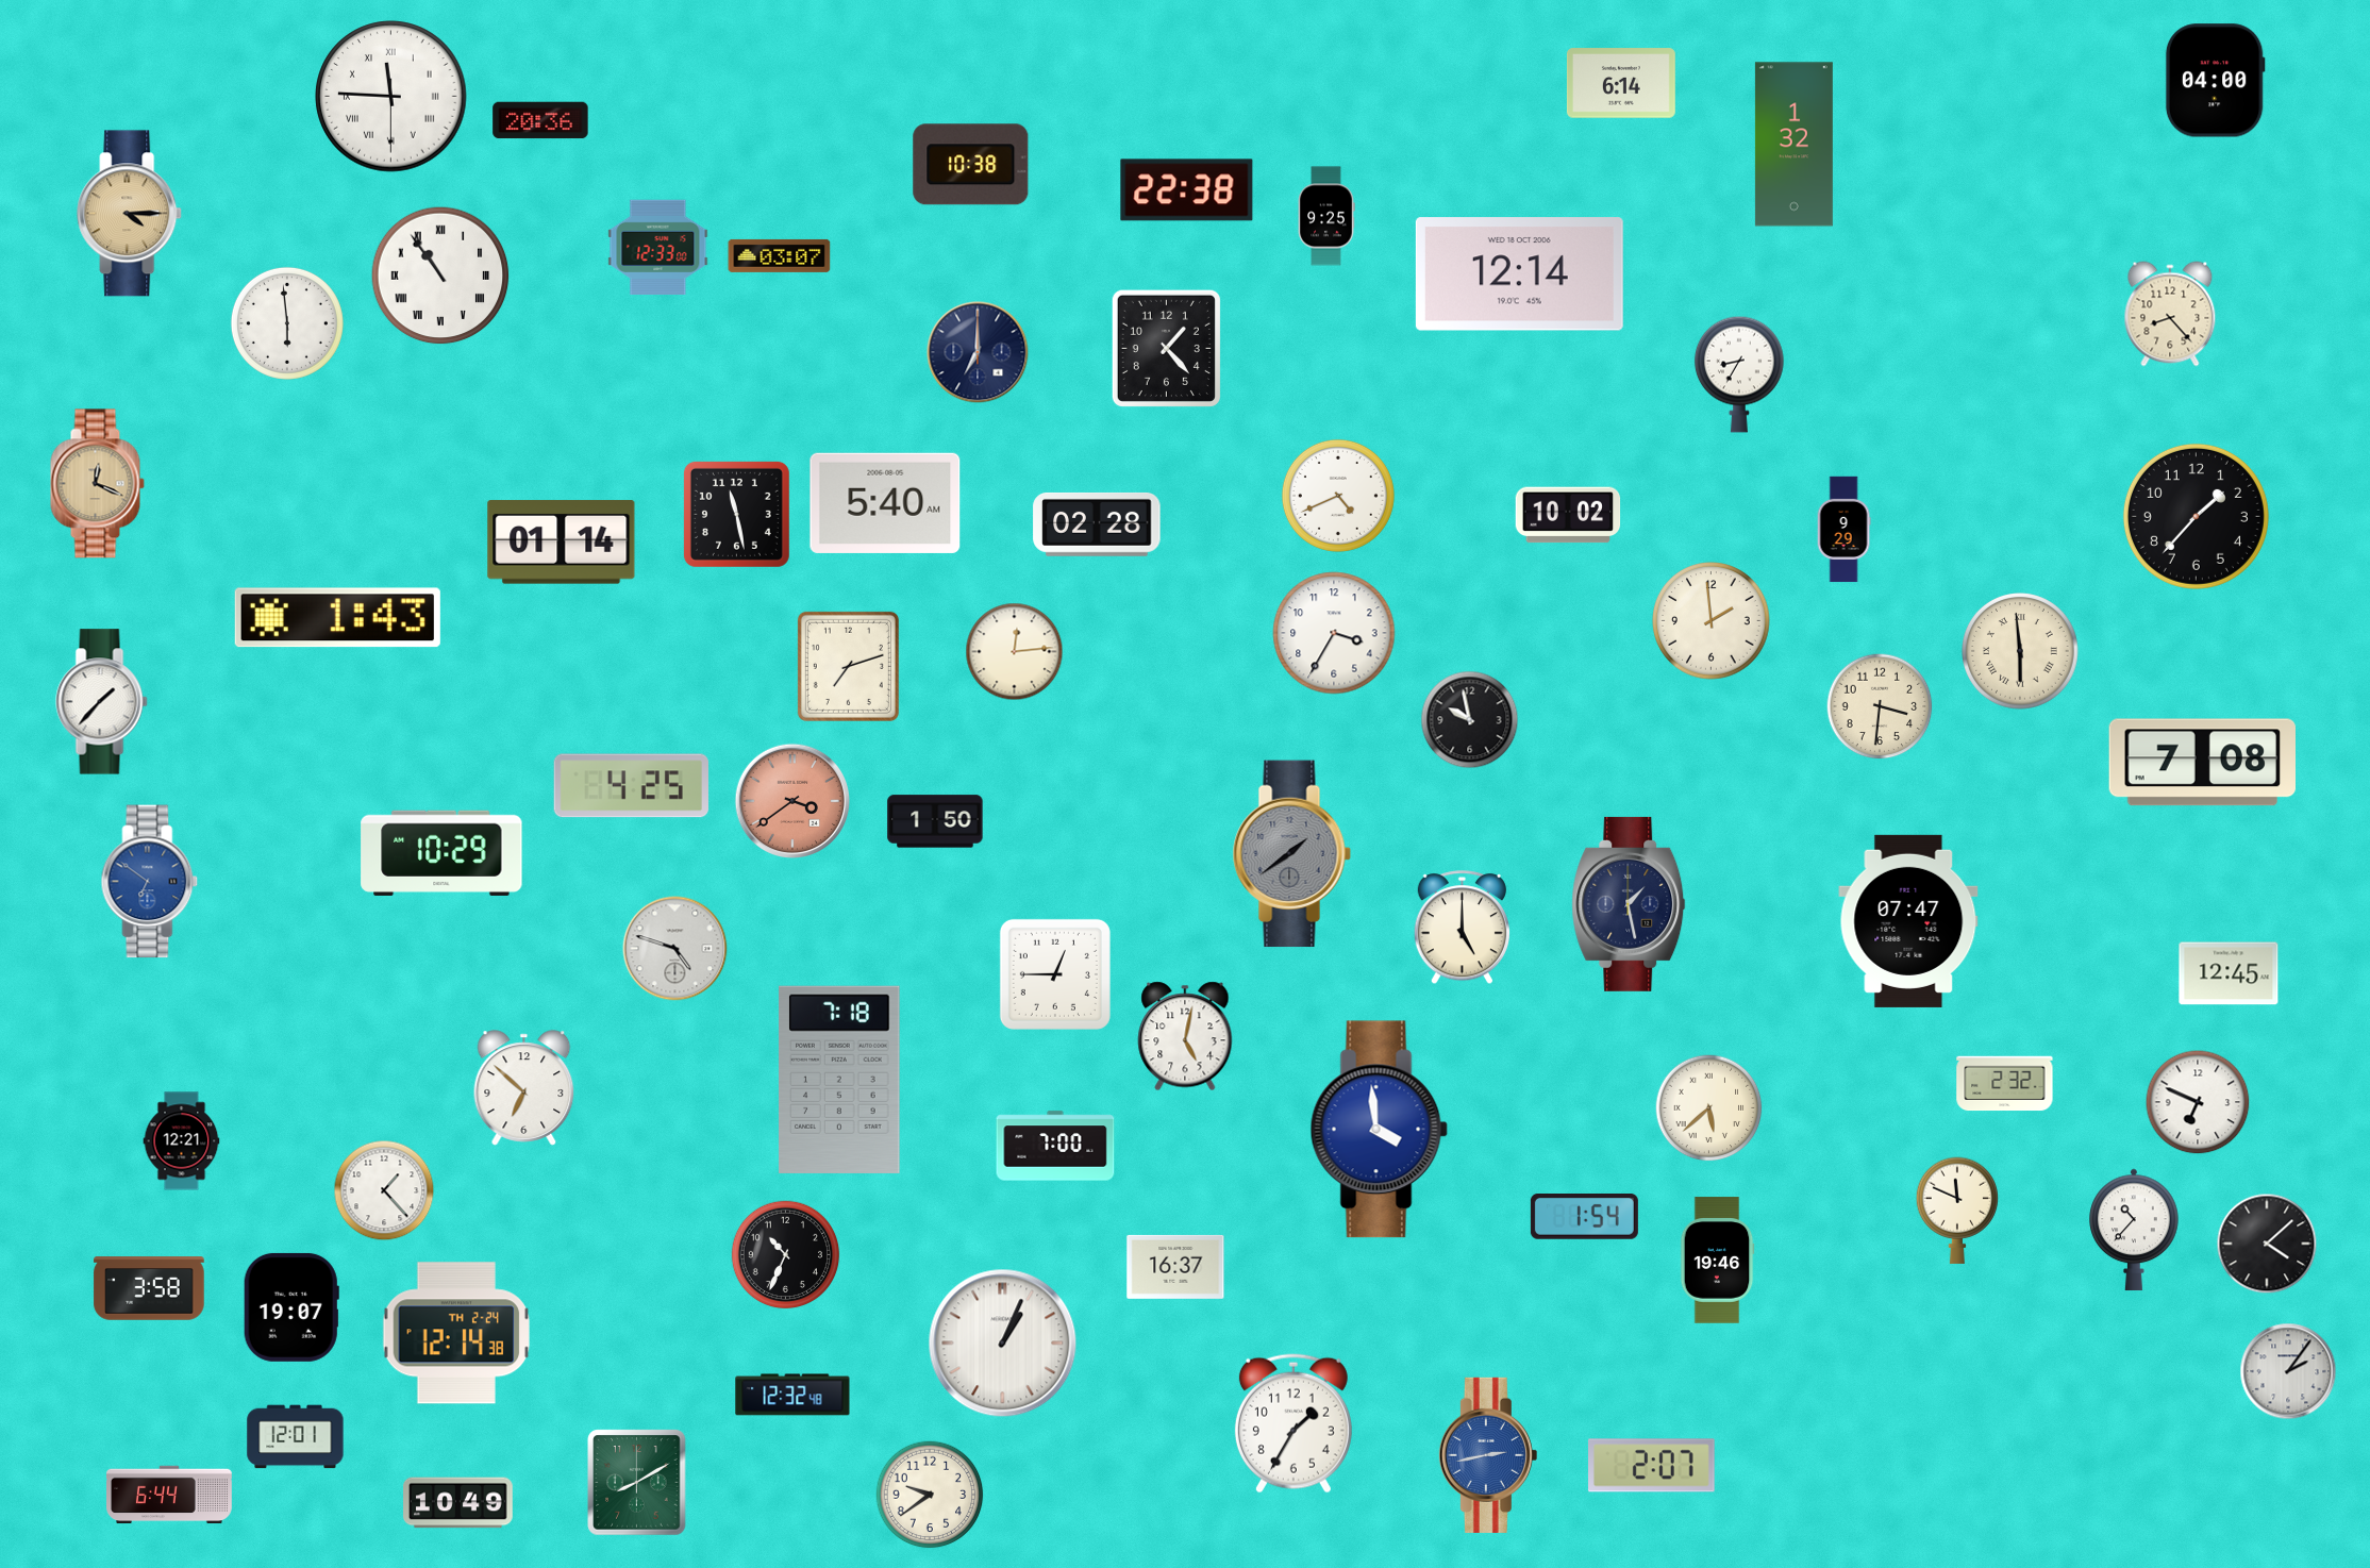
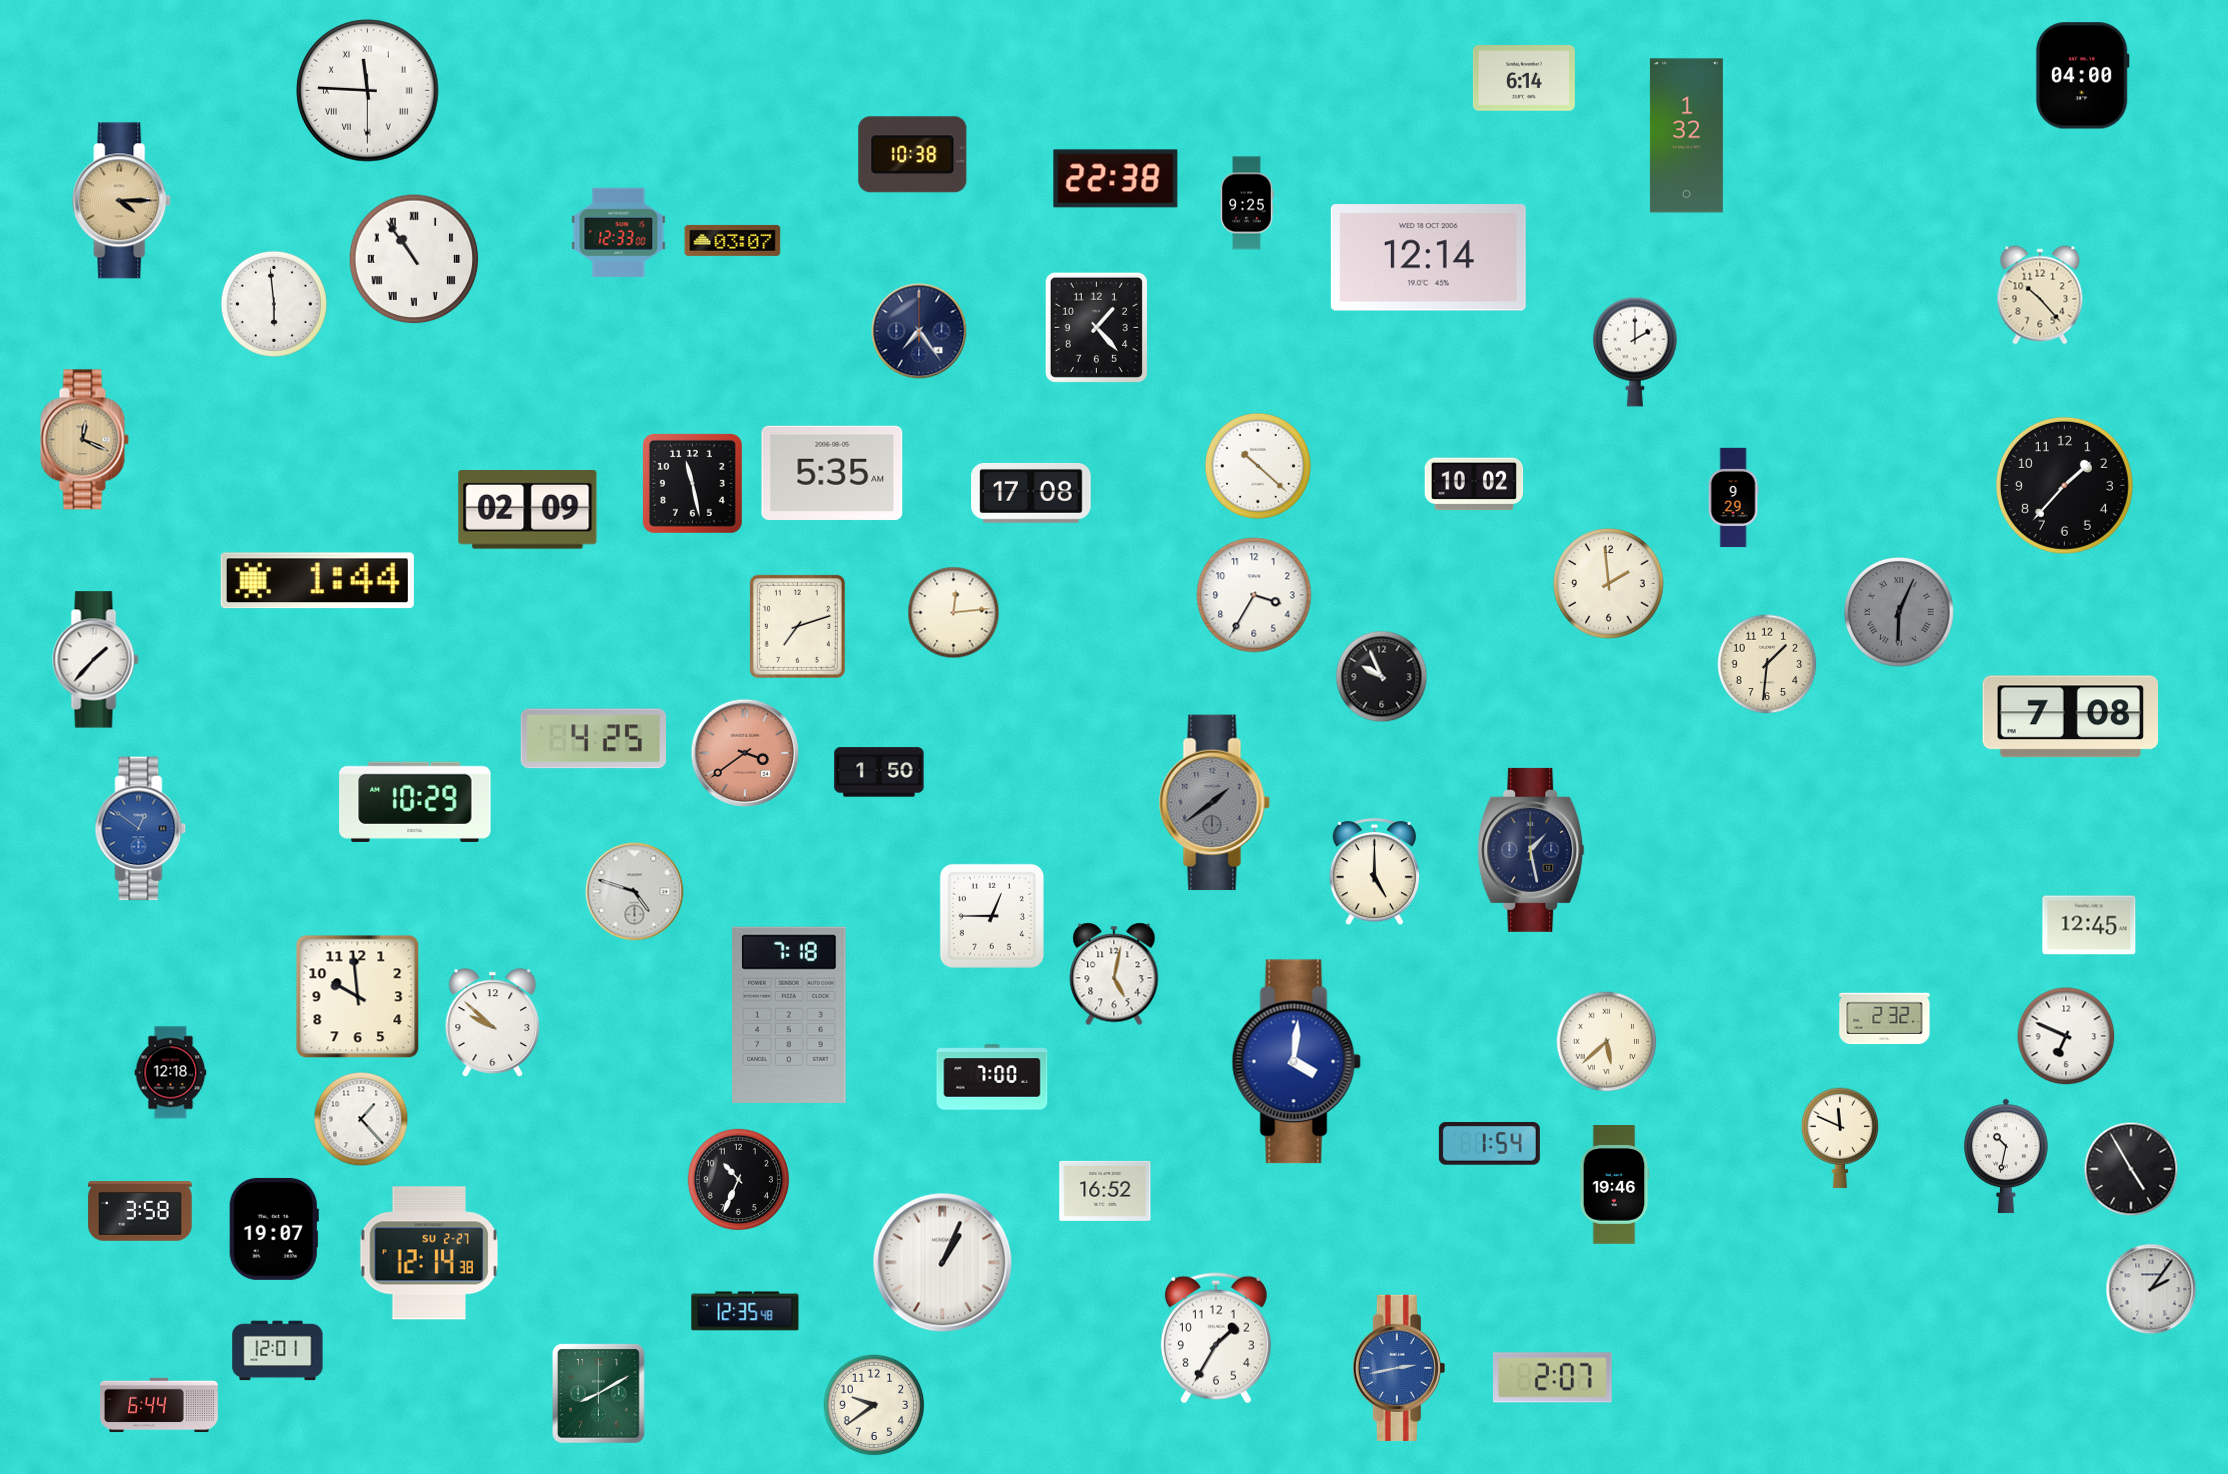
clock at (540, 120): 20:36 -> none
clock at (2170, 314): 8:23 -> 10:23
clock at (287, 323) position: (287, 323) -> (274, 304)
clock at (978, 352): 7:00 -> 7:24
clock at (1739, 374): 8:35 -> 2:00
clock at (97, 484) position: (97, 484) -> (84, 440)
clock at (1338, 496): 4:41 -> 10:22
clock at (885, 503): 5:40 -> 5:35
clock at (1097, 524): 02:28 -> 17:08
clock at (562, 543): 01:14 -> 02:09
clock at (337, 618): 1:43 -> 1:44
clock at (2021, 652): 5:59 -> 6:04
clock at (2021, 652) dial: cream -> grey
clock at (1880, 706): 3:31 -> 1:31
clock at (1470, 720): 9:58 -> 9:56
clock at (150, 882): 6:51 -> 12:51
clock at (1908, 921): 07:47 -> none
clock at (2229, 973) position: (2229, 973) -> (2089, 925)
clock at (358, 997): none -> 9:59
clock at (524, 1088): 6:52 -> 9:52
clock at (1379, 1130): 3:59 -> 4:01
clock at (182, 1141): 12:21 -> 12:18
clock at (2134, 1230): 10:37 -> 10:32
clock at (2267, 1244): 4:08 -> 4:55
clock at (1175, 1267): 16:37 -> 16:52
clock at (456, 1333) date: TH 2-24 -> SU 2-27
clock at (792, 1395): 12:32 -> 12:35
clock at (458, 1503): 10:49 -> none
